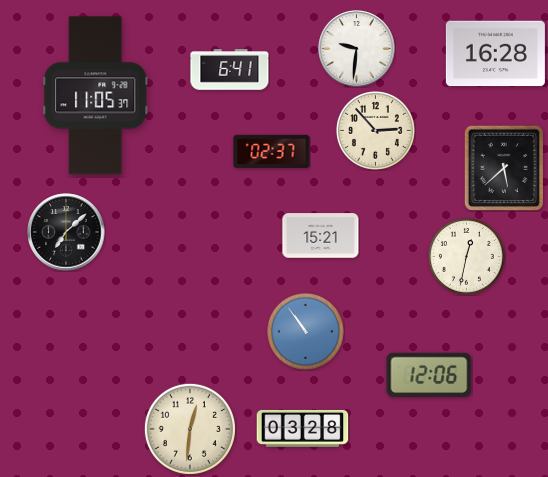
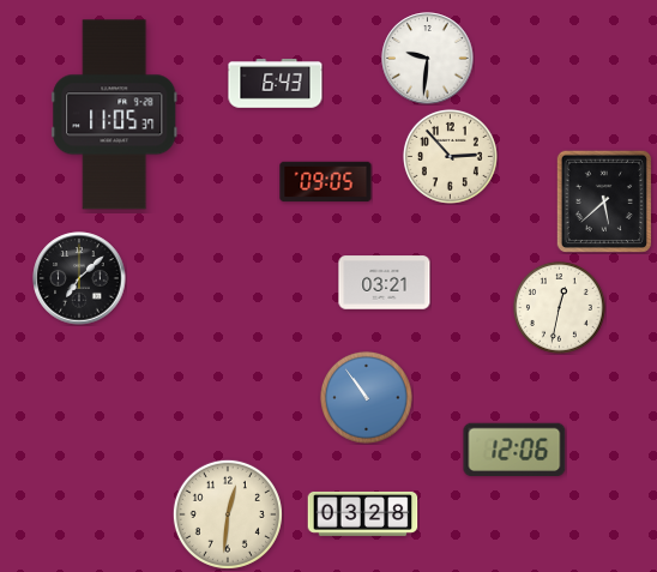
clock at (495, 54): 16:28 -> none
clock at (230, 70): 6:41 -> 6:43
clock at (272, 152): 02:37 -> 09:05
clock at (321, 236): 15:21 -> 03:21
